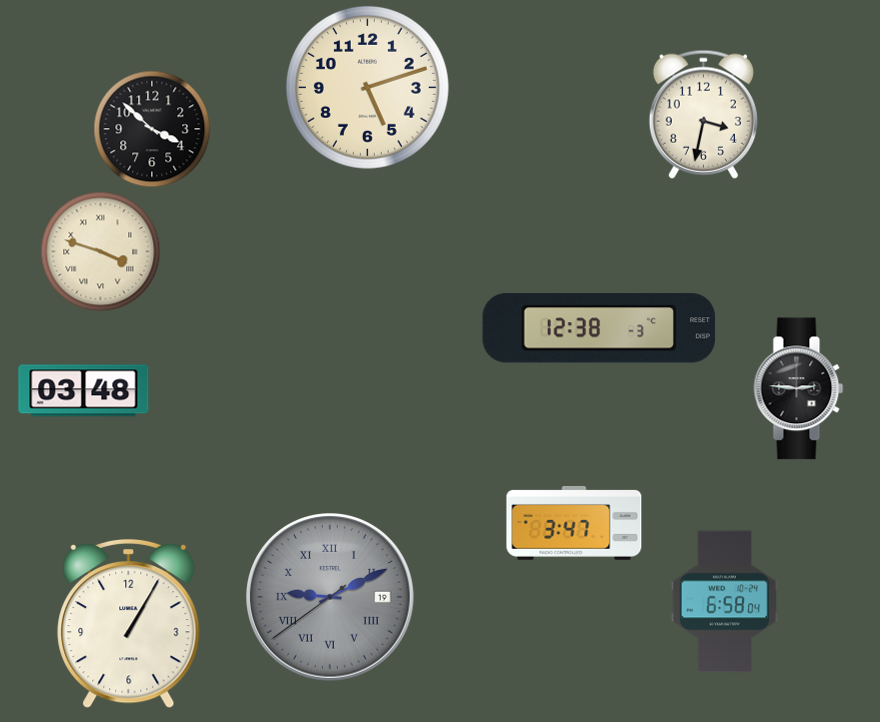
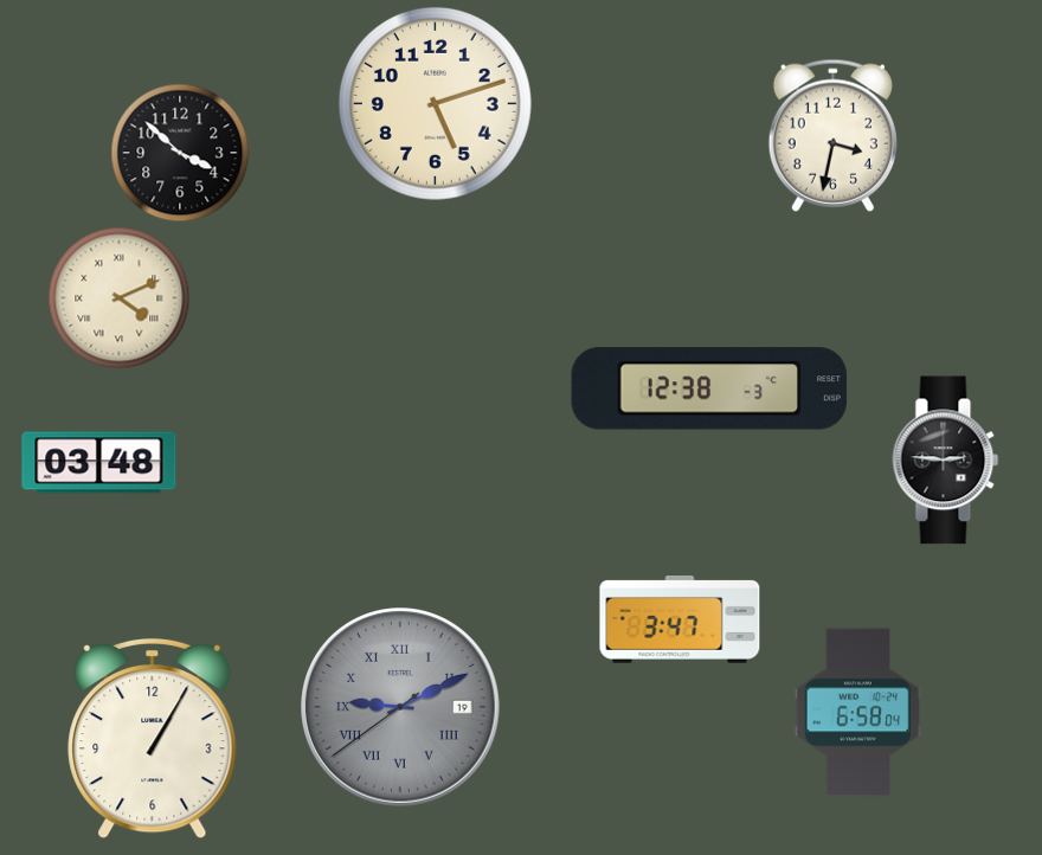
clock at (101, 252): 3:48 -> 4:11
clock at (331, 598) position: (331, 598) -> (401, 708)
